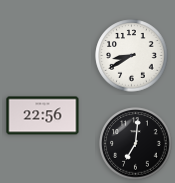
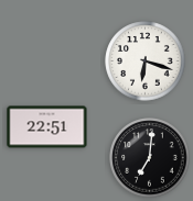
clock at (132, 56): 8:40 -> 6:18
clock at (43, 116): 22:56 -> 22:51
